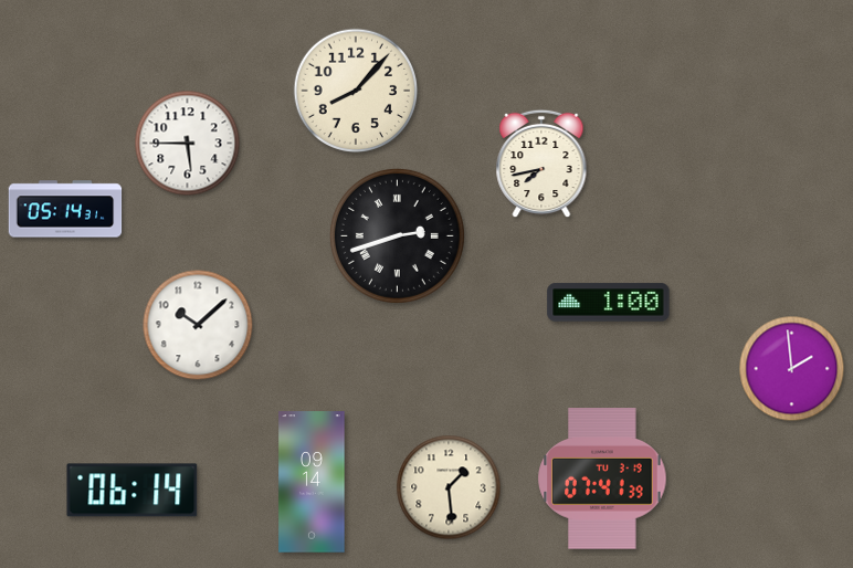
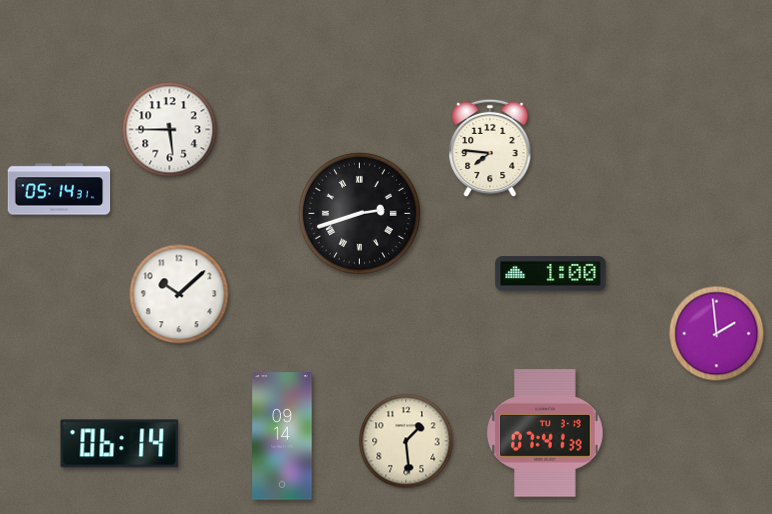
clock at (356, 91): 8:07 -> none
clock at (541, 164): 7:43 -> 7:46
